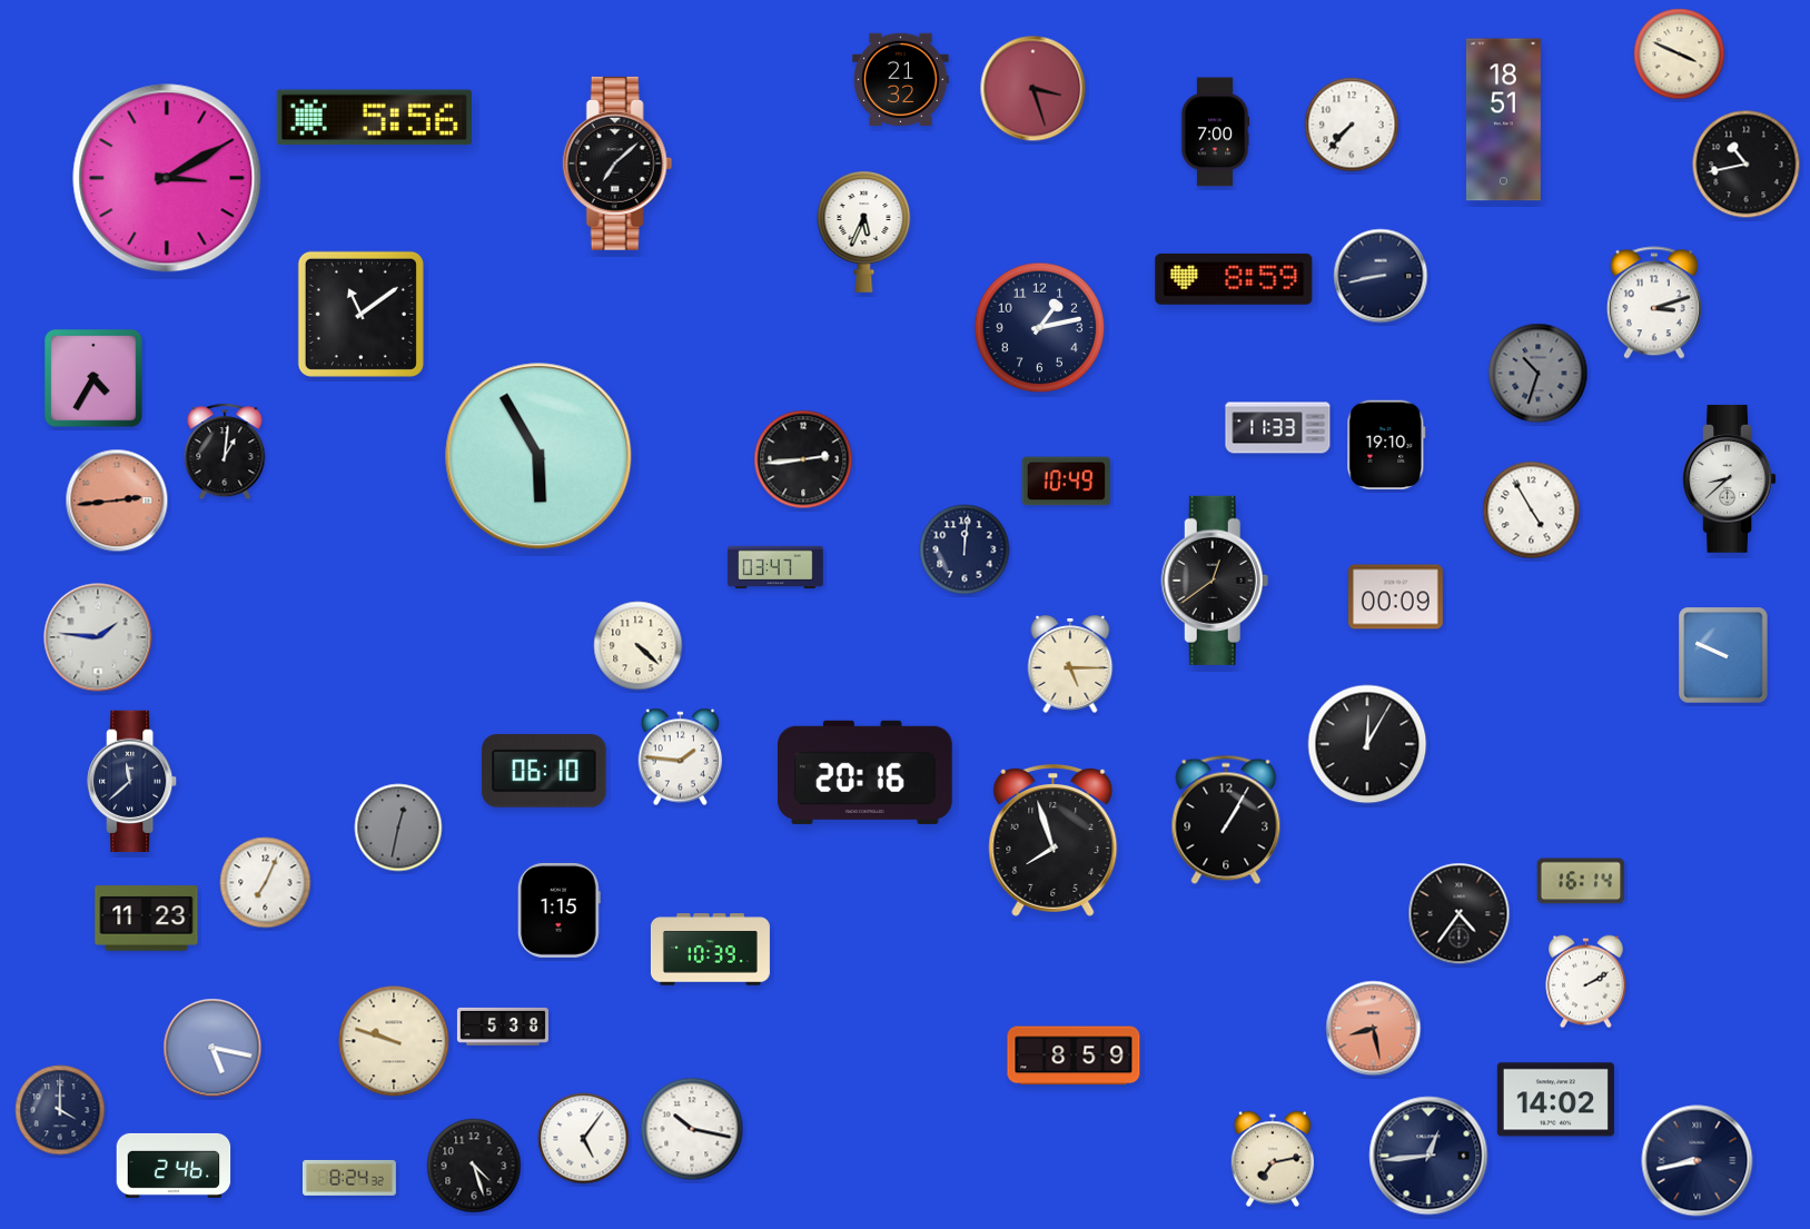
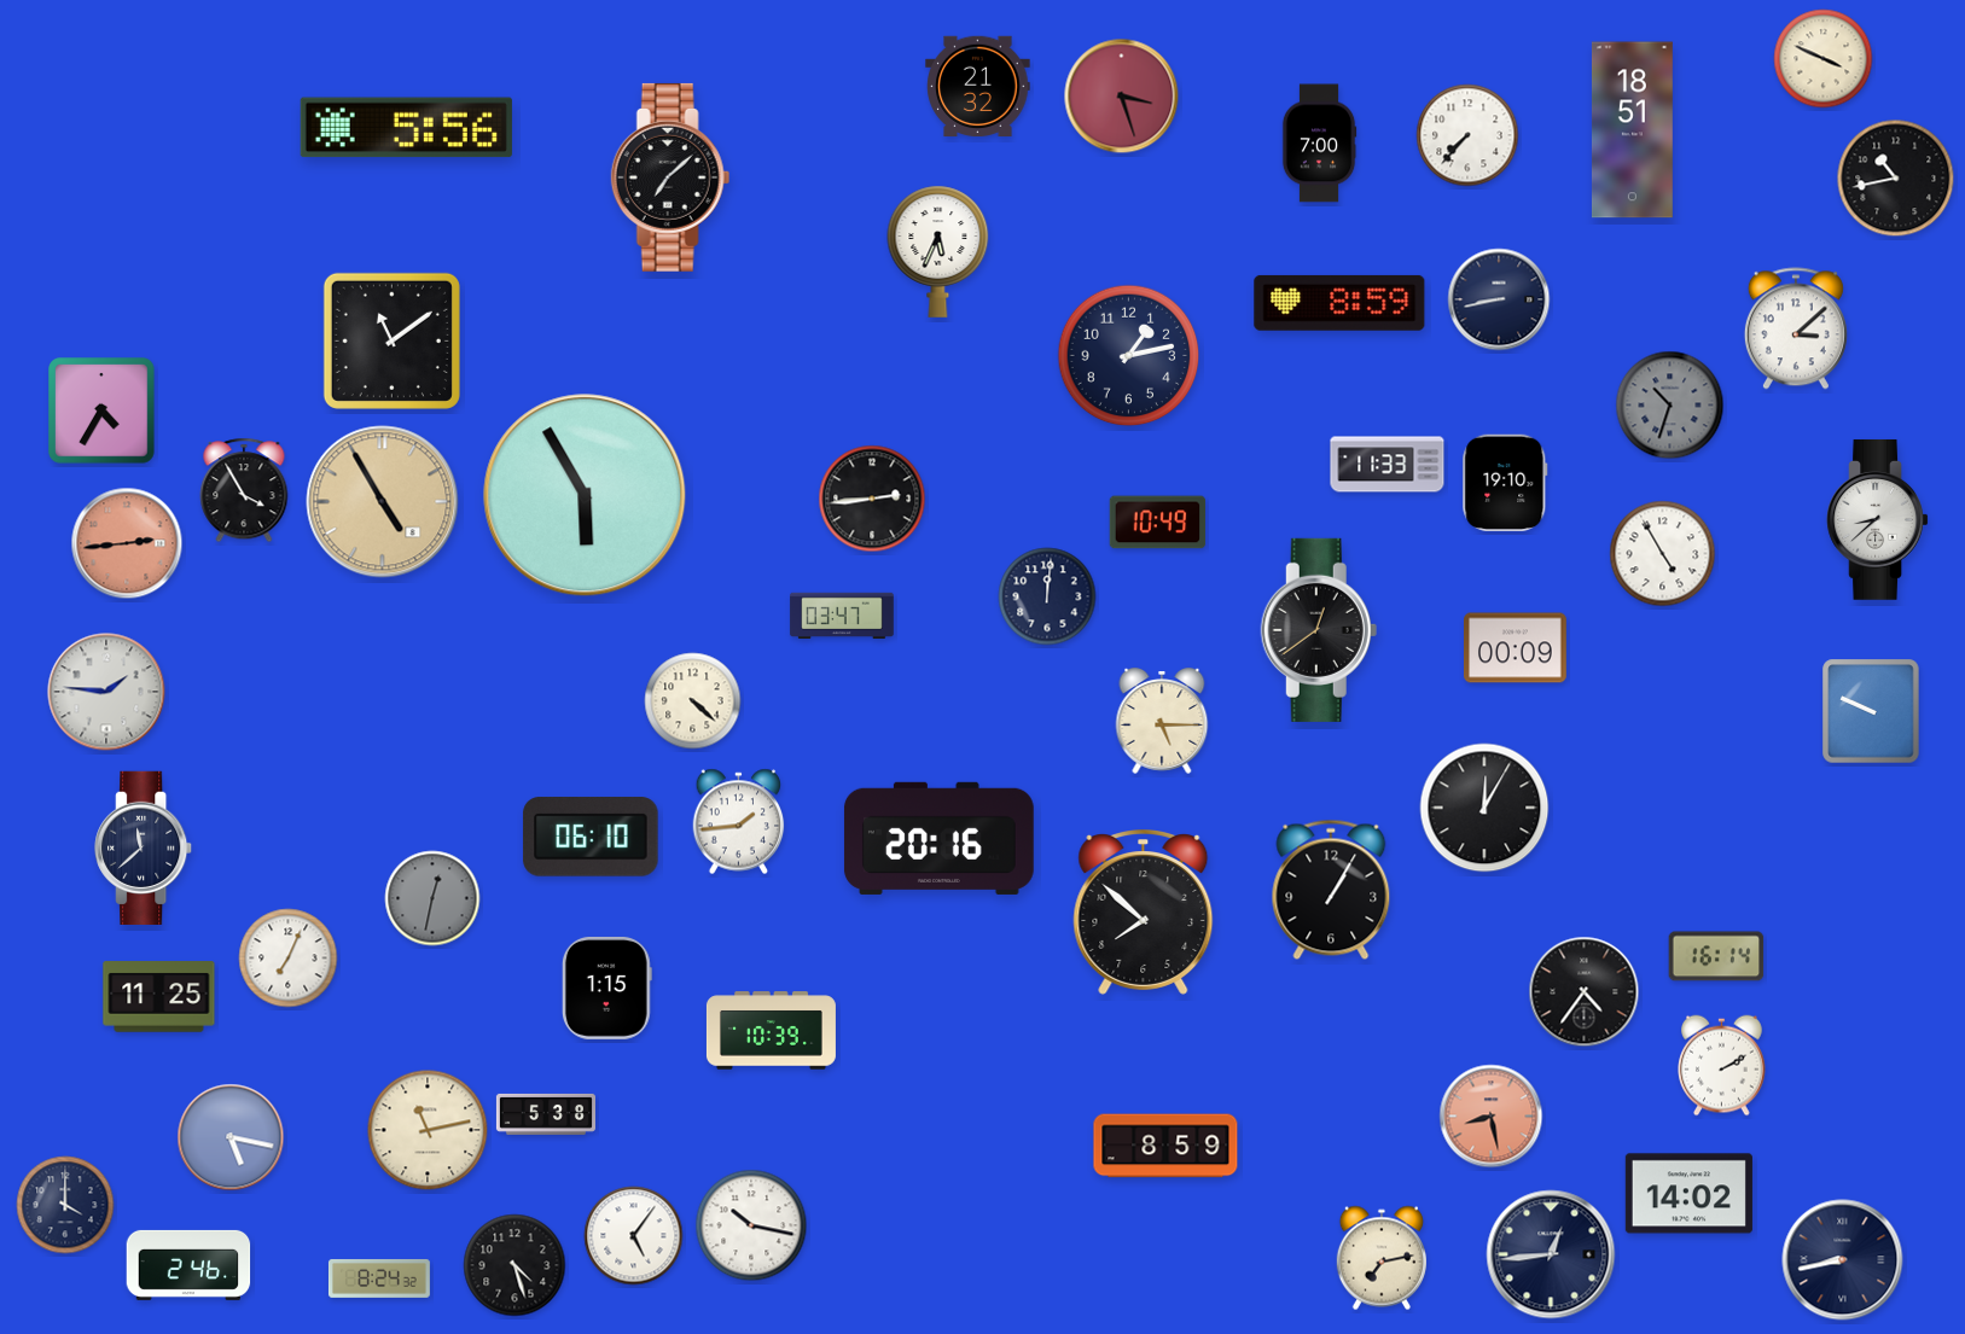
clock at (167, 178): 3:10 -> none
clock at (1654, 303): 3:12 -> 3:08
clock at (225, 452): 1:01 -> 3:55
clock at (383, 502): none -> 4:55
clock at (681, 757): 1:46 -> 1:44
clock at (1054, 841): 7:57 -> 7:52
clock at (147, 919): 11:23 -> 11:25
clock at (394, 1041): 9:48 -> 11:13
